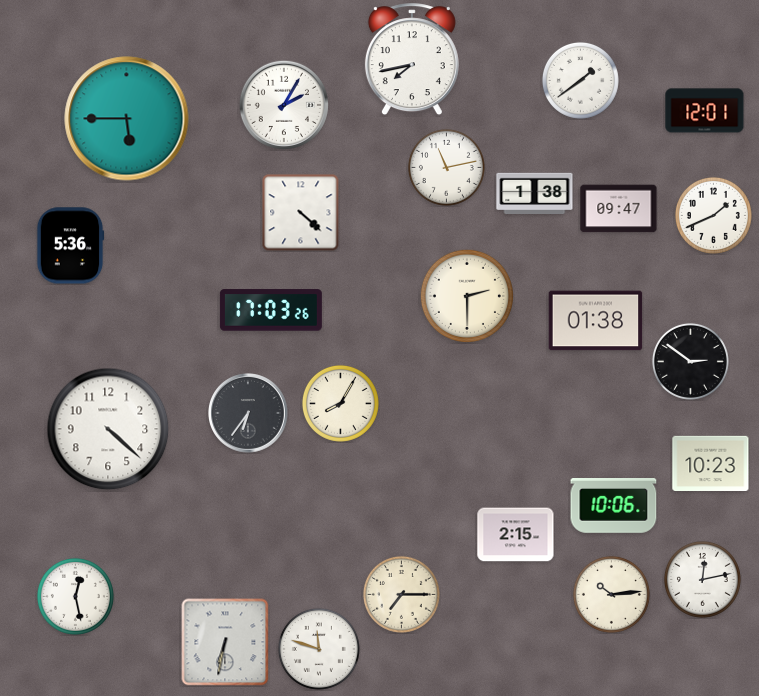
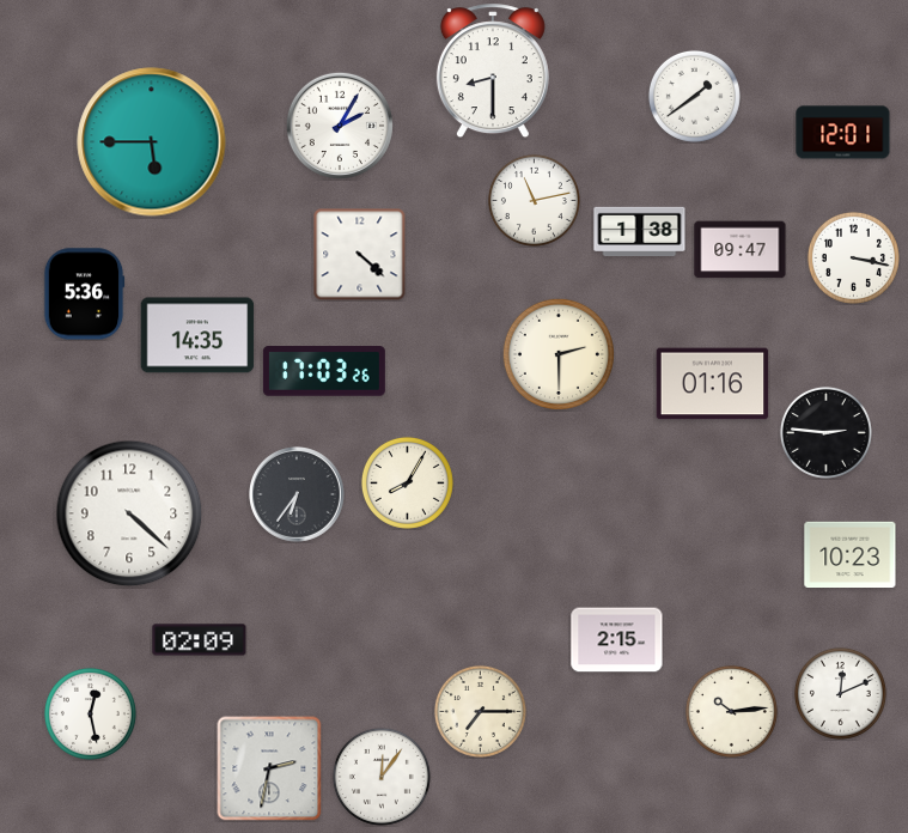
clock at (412, 60): 7:43 -> 8:30
clock at (713, 215): 1:41 -> 3:17
clock at (197, 335): none -> 14:35
clock at (596, 321): 01:38 -> 01:16
clock at (690, 361): 2:51 -> 2:46
clock at (614, 506): 10:06 -> none
clock at (200, 640): none -> 02:09
clock at (702, 579): 12:13 -> 12:11
clock at (225, 642): 6:32 -> 2:32
clock at (319, 649): 11:48 -> 12:06
